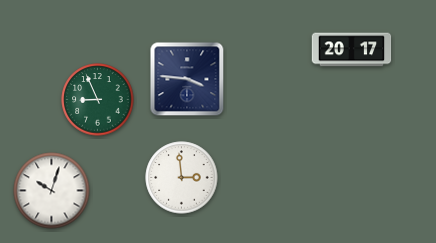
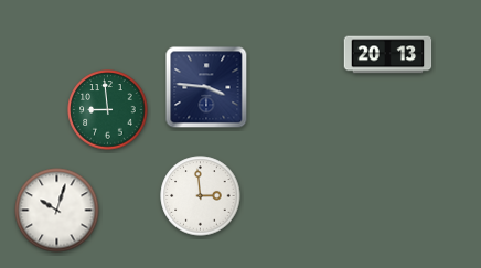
clock at (352, 50): 20:17 -> 20:13
clock at (98, 100): 8:56 -> 8:59
